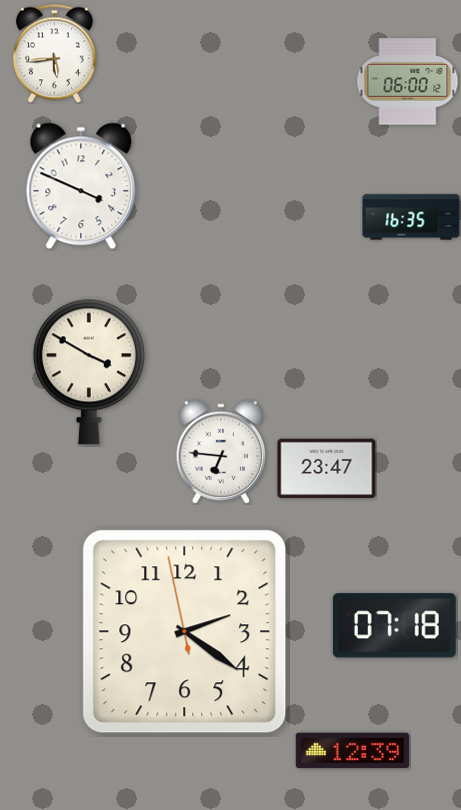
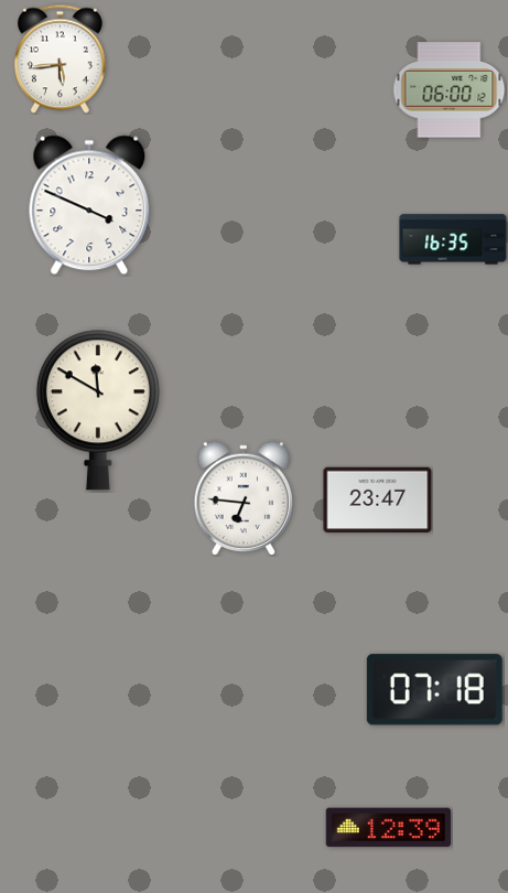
clock at (89, 372): 3:50 -> 11:50
clock at (327, 469) position: (327, 469) -> (378, 501)
clock at (185, 632): 2:20 -> none
